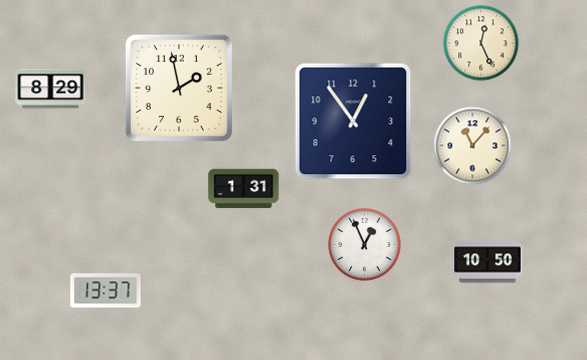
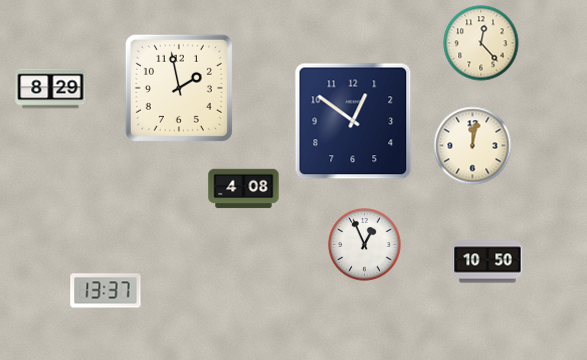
clock at (481, 43): 12:26 -> 12:23
clock at (353, 121): 12:54 -> 12:51
clock at (473, 146): 11:07 -> 12:02
clock at (244, 189): 1:31 -> 4:08
